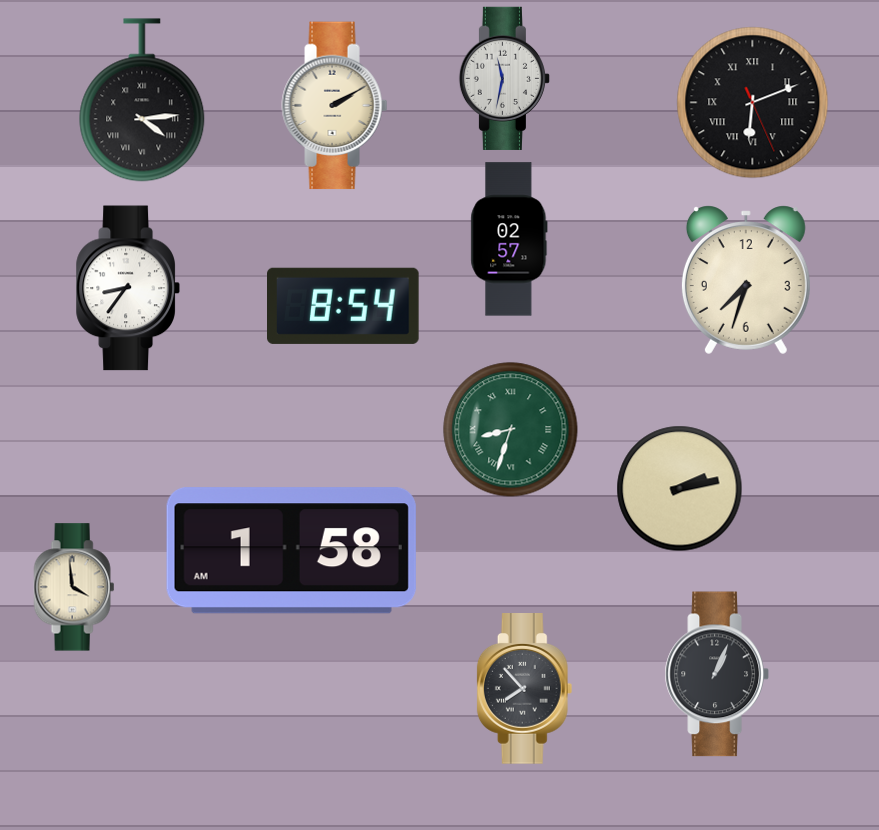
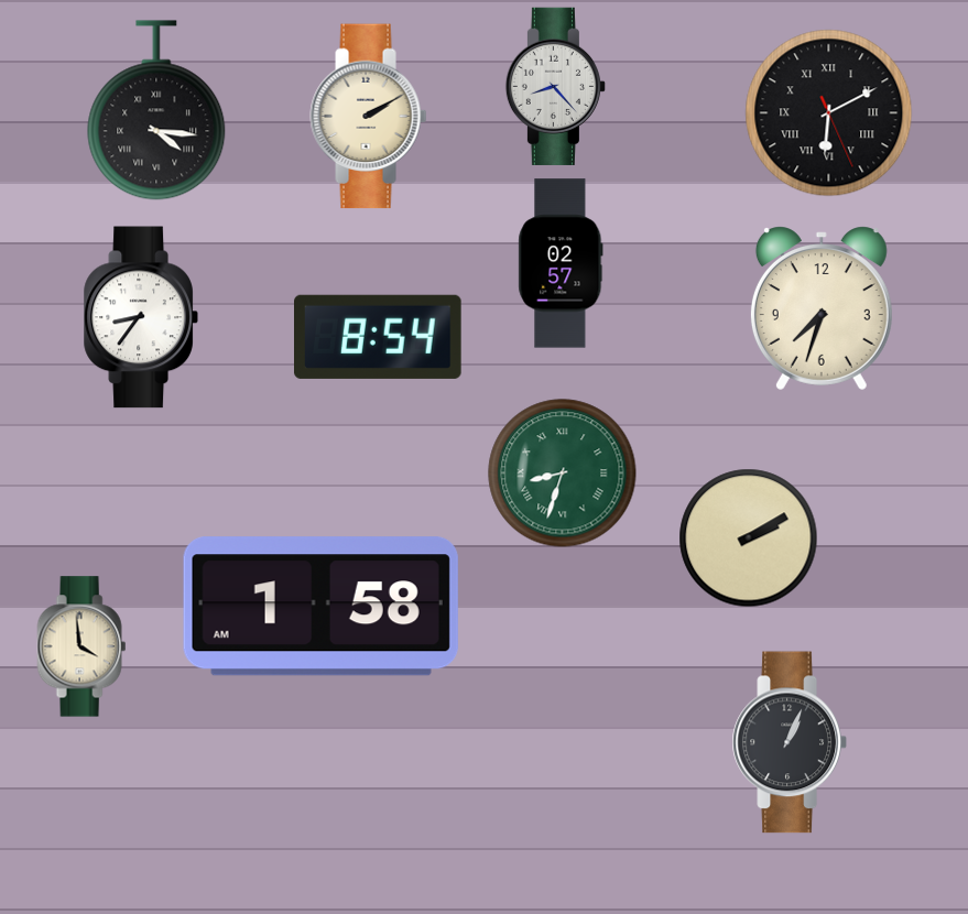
clock at (504, 78): 11:32 -> 8:23
clock at (142, 100): 4:14 -> 4:16
clock at (753, 103): 6:11 -> 6:10
clock at (680, 489): 2:13 -> 2:10
clock at (525, 689): 7:53 -> none
